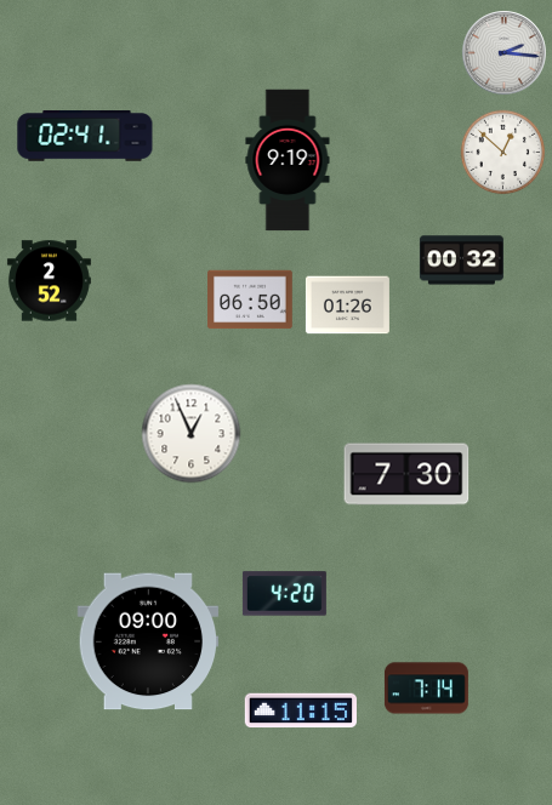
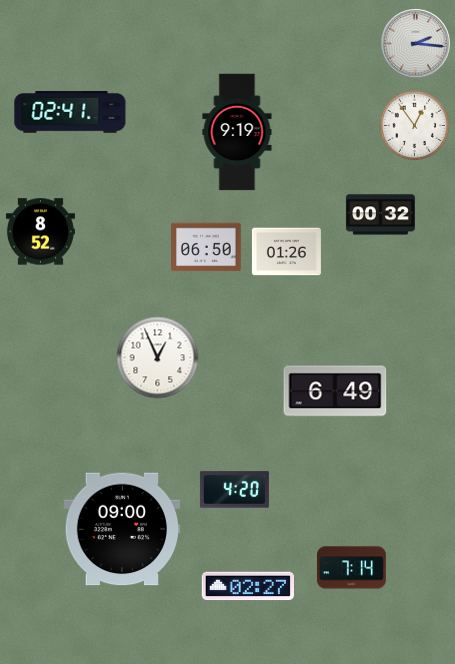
clock at (503, 153): 12:52 -> 12:54
clock at (49, 281): 2:52 -> 8:52
clock at (406, 474): 7:30 -> 6:49
clock at (300, 710): 11:15 -> 02:27
